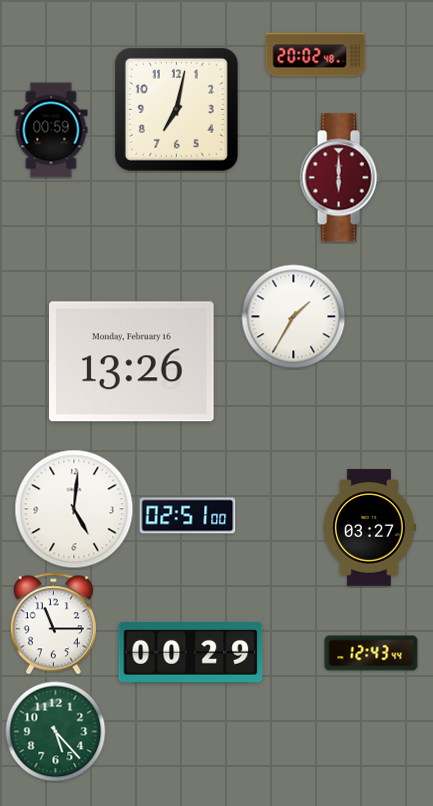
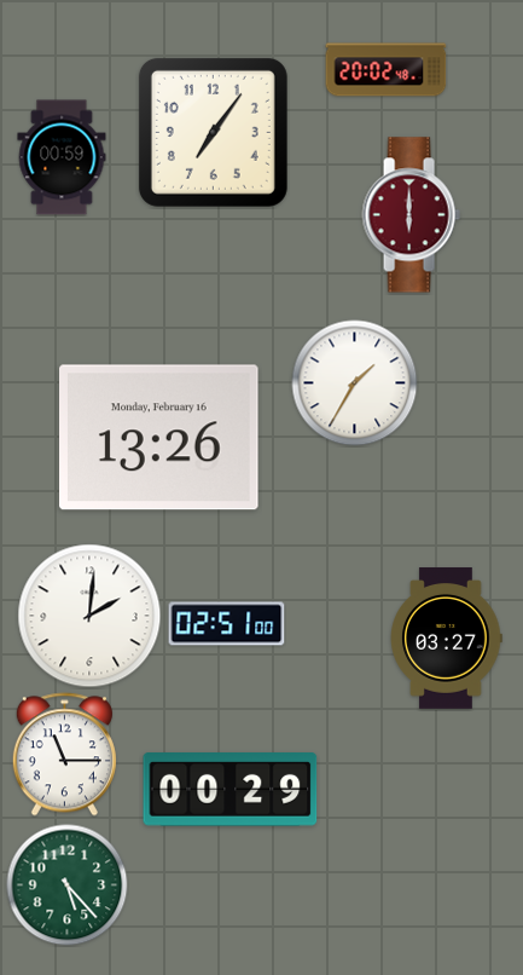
clock at (316, 55) position: (316, 55) -> (387, 70)
clock at (176, 109): 7:02 -> 7:06
clock at (74, 509): 5:01 -> 2:01
clock at (371, 653): 12:43 -> none
